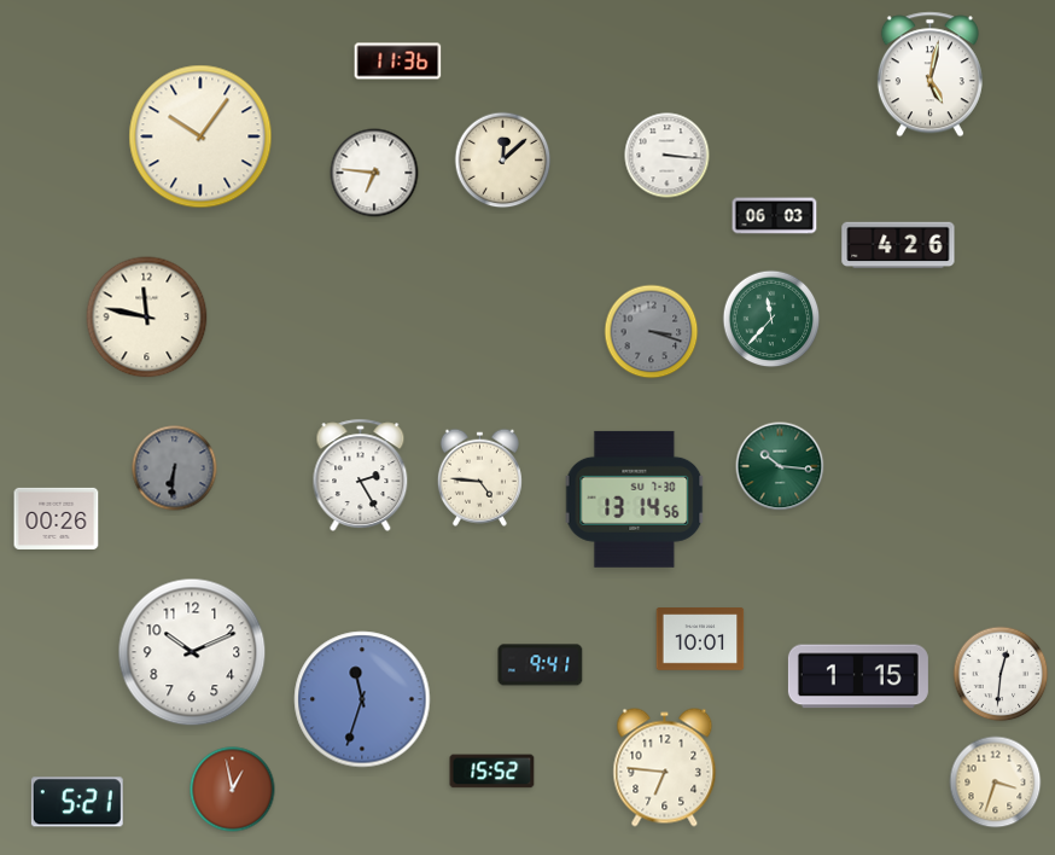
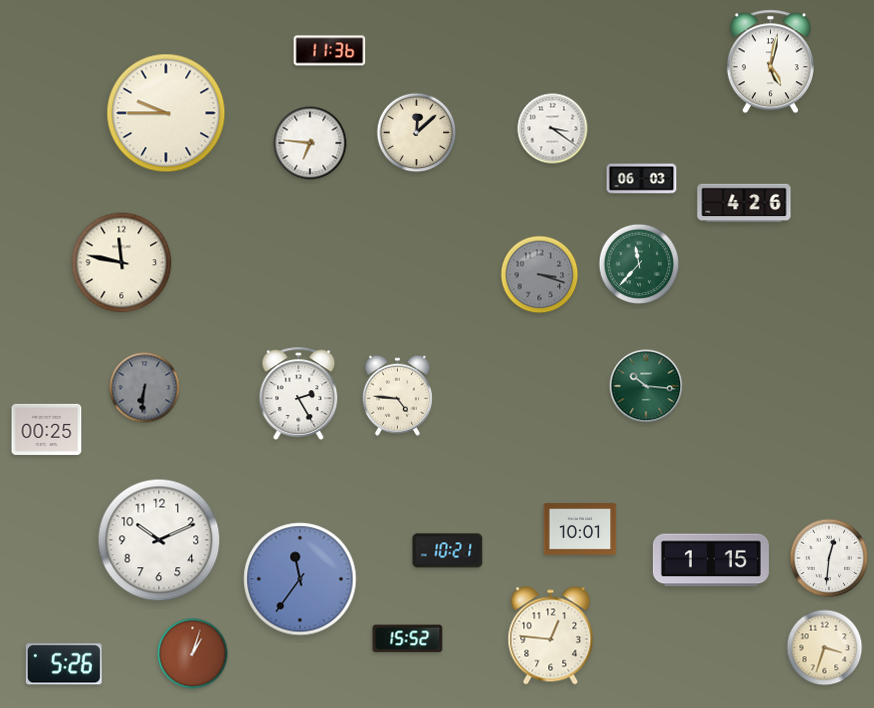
clock at (200, 136): 10:06 -> 9:45
clock at (668, 156): 3:16 -> 3:21
clock at (635, 499): 13:14 -> none
clock at (57, 518): 00:26 -> 00:25
clock at (541, 665): 9:41 -> 10:21
clock at (362, 699): 11:33 -> 11:36
clock at (665, 768): 6:46 -> 12:46
clock at (233, 790): 12:58 -> 1:03
clock at (77, 802): 5:21 -> 5:26
